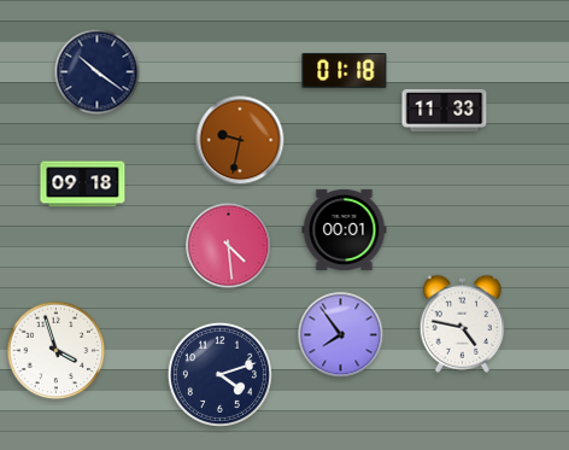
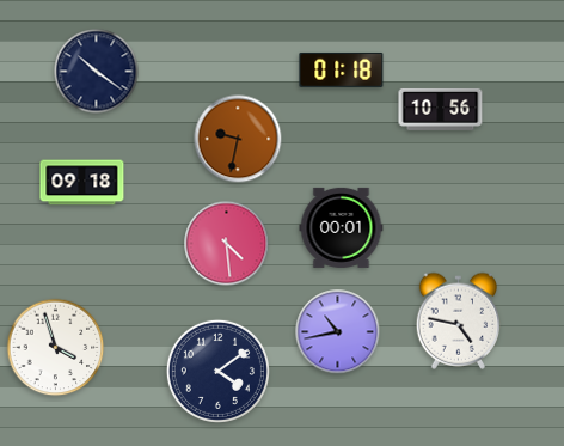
clock at (445, 110): 11:33 -> 10:56
clock at (341, 335): 7:54 -> 10:43
clock at (219, 374): 4:12 -> 4:09
